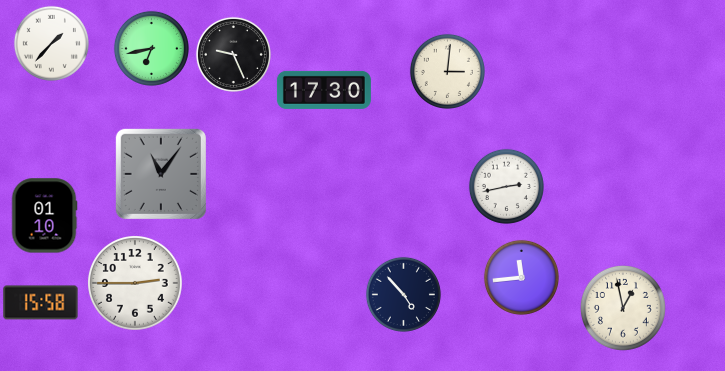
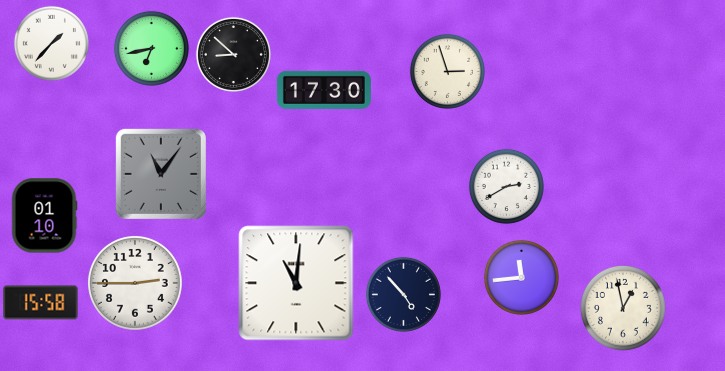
clock at (233, 54): 9:26 -> 8:52
clock at (447, 71): 3:01 -> 2:57
clock at (506, 186): 2:43 -> 2:40
clock at (296, 283): none -> 11:01
